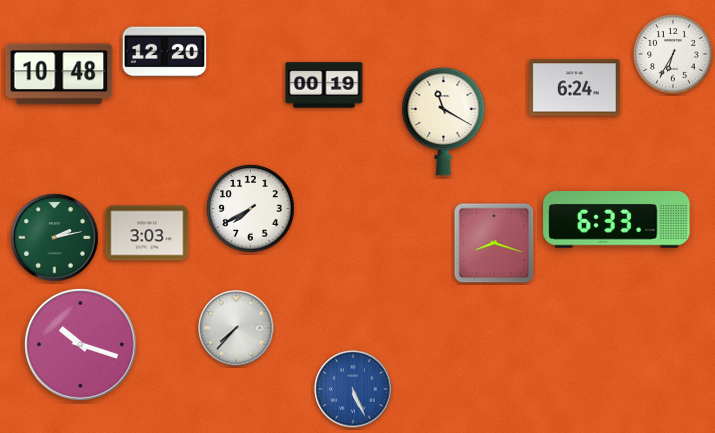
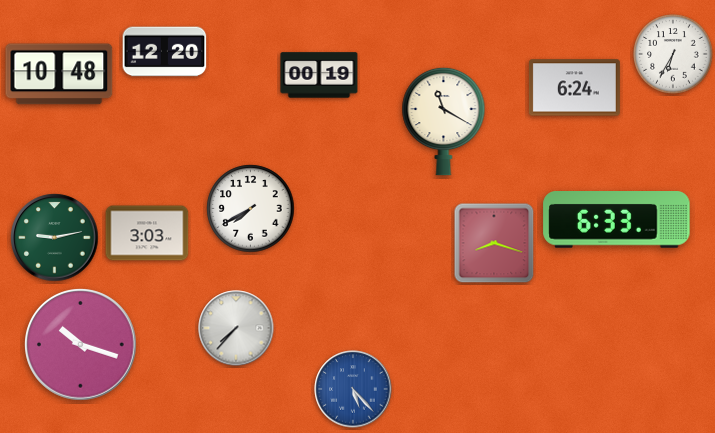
clock at (324, 85) position: (324, 85) -> (319, 75)
clock at (55, 238): 2:13 -> 9:13
clock at (353, 389): 5:26 -> 5:23
